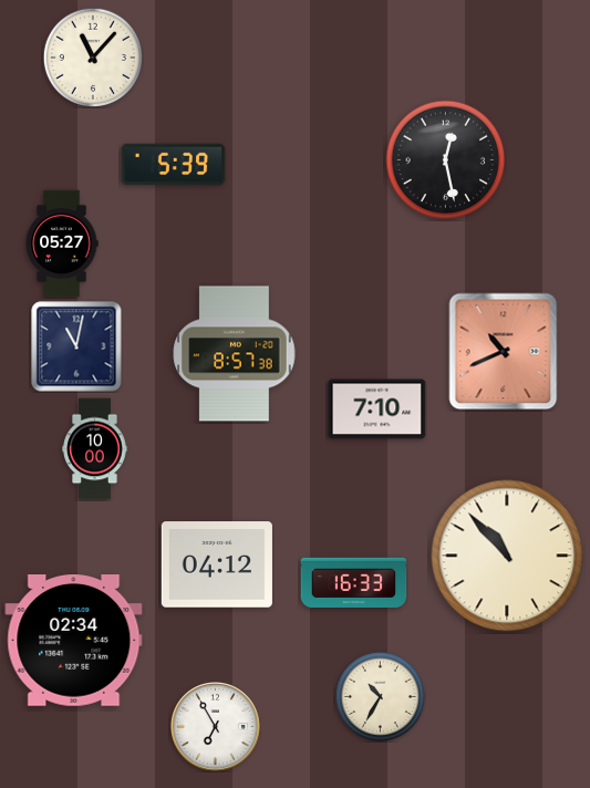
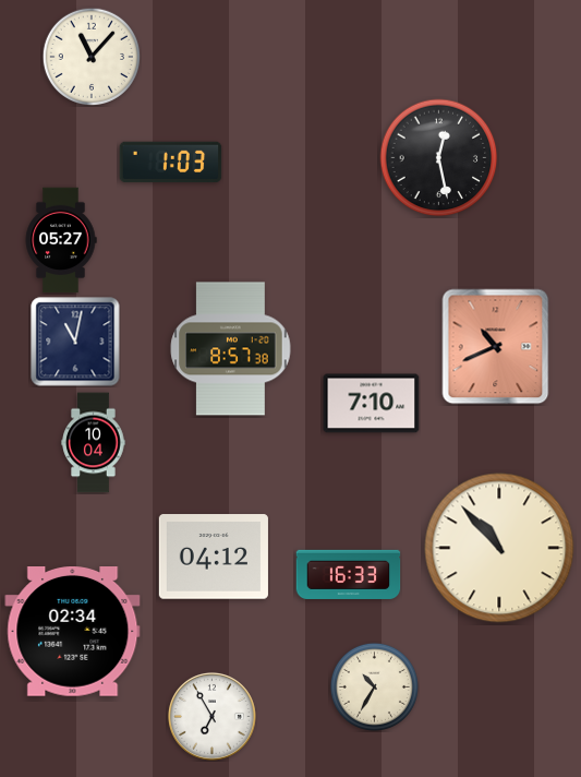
clock at (174, 165): 5:39 -> 1:03
clock at (95, 449): 10:00 -> 10:04
